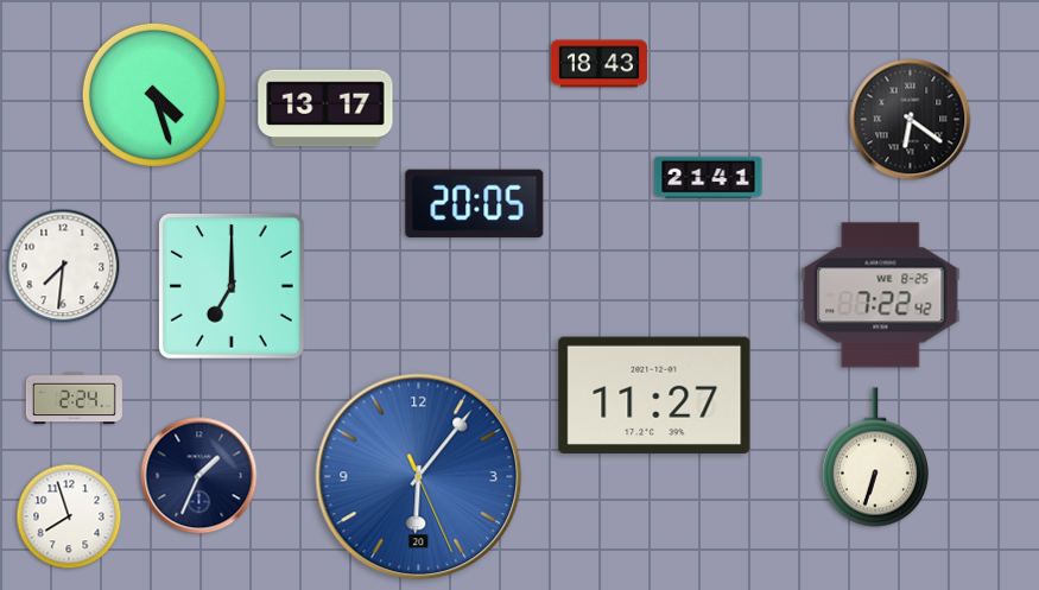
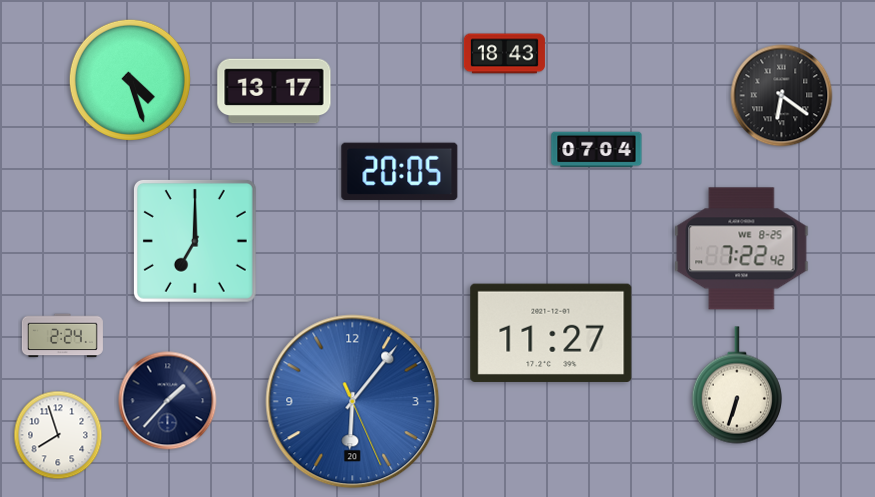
clock at (911, 120) position: (911, 120) -> (782, 96)
clock at (709, 178): 21:41 -> 07:04
clock at (63, 266): 7:31 -> none
clock at (199, 476): 1:34 -> 1:37
